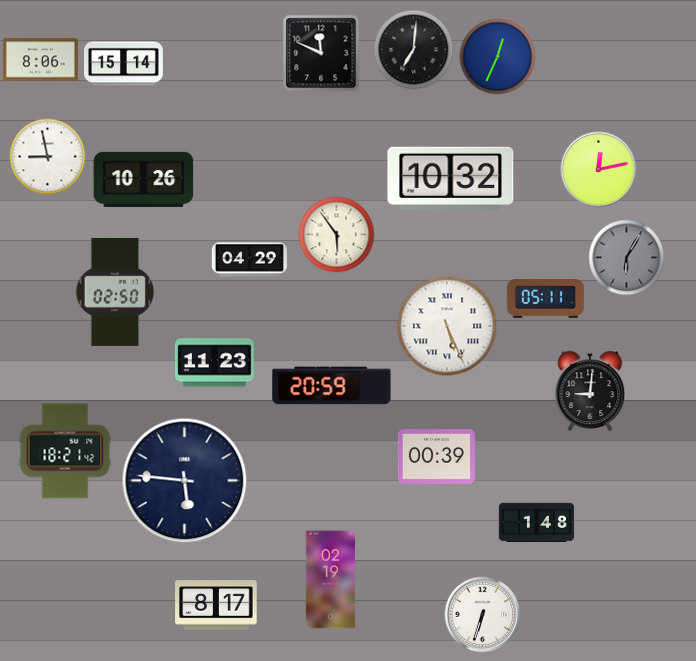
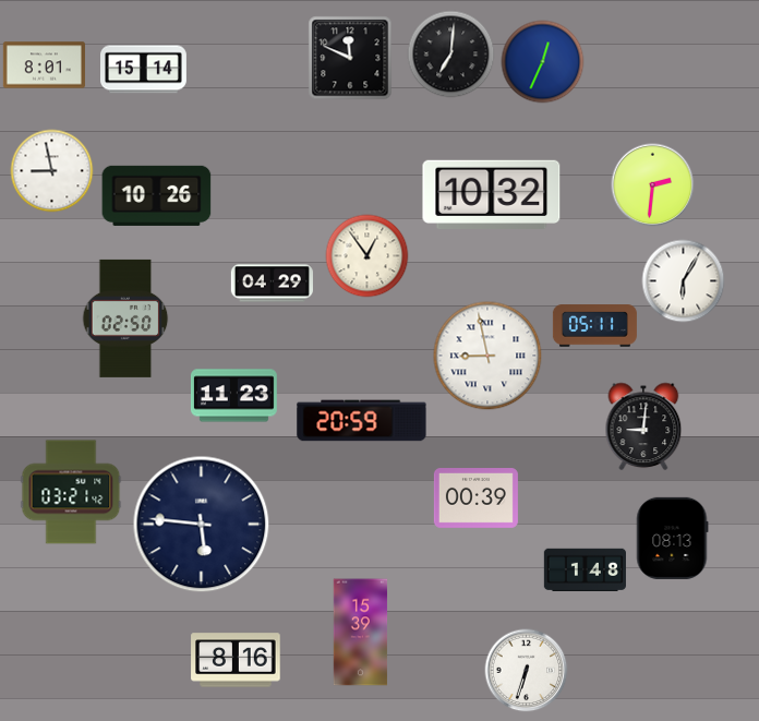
clock at (40, 60): 8:06 -> 8:01
clock at (124, 64) position: (124, 64) -> (144, 70)
clock at (599, 170): 12:13 -> 2:31
clock at (337, 235): 5:54 -> 12:54
clock at (627, 258) dial: grey -> white
clock at (447, 326): 5:26 -> 8:58
clock at (65, 451): 18:21 -> 03:21
clock at (673, 538): none -> 08:13
clock at (331, 580): 02:19 -> 15:39
clock at (216, 605): 8:17 -> 8:16
